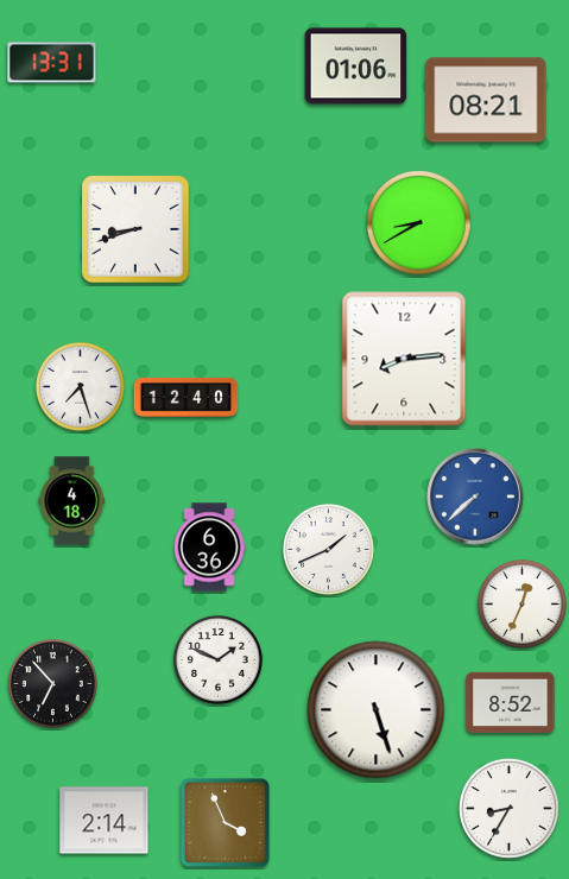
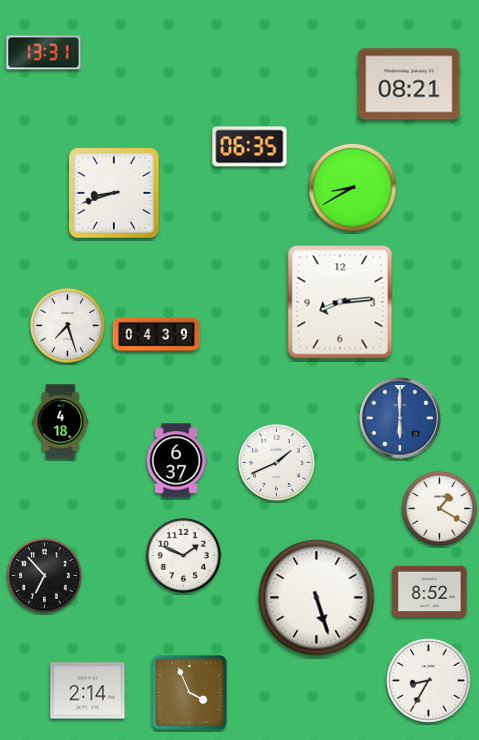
clock at (356, 67): 01:06 -> none
clock at (250, 147): none -> 06:35
clock at (186, 397): 12:40 -> 04:39
clock at (475, 497): 7:38 -> 6:00
clock at (209, 548): 6:36 -> 6:37
clock at (521, 603): 12:34 -> 1:20
